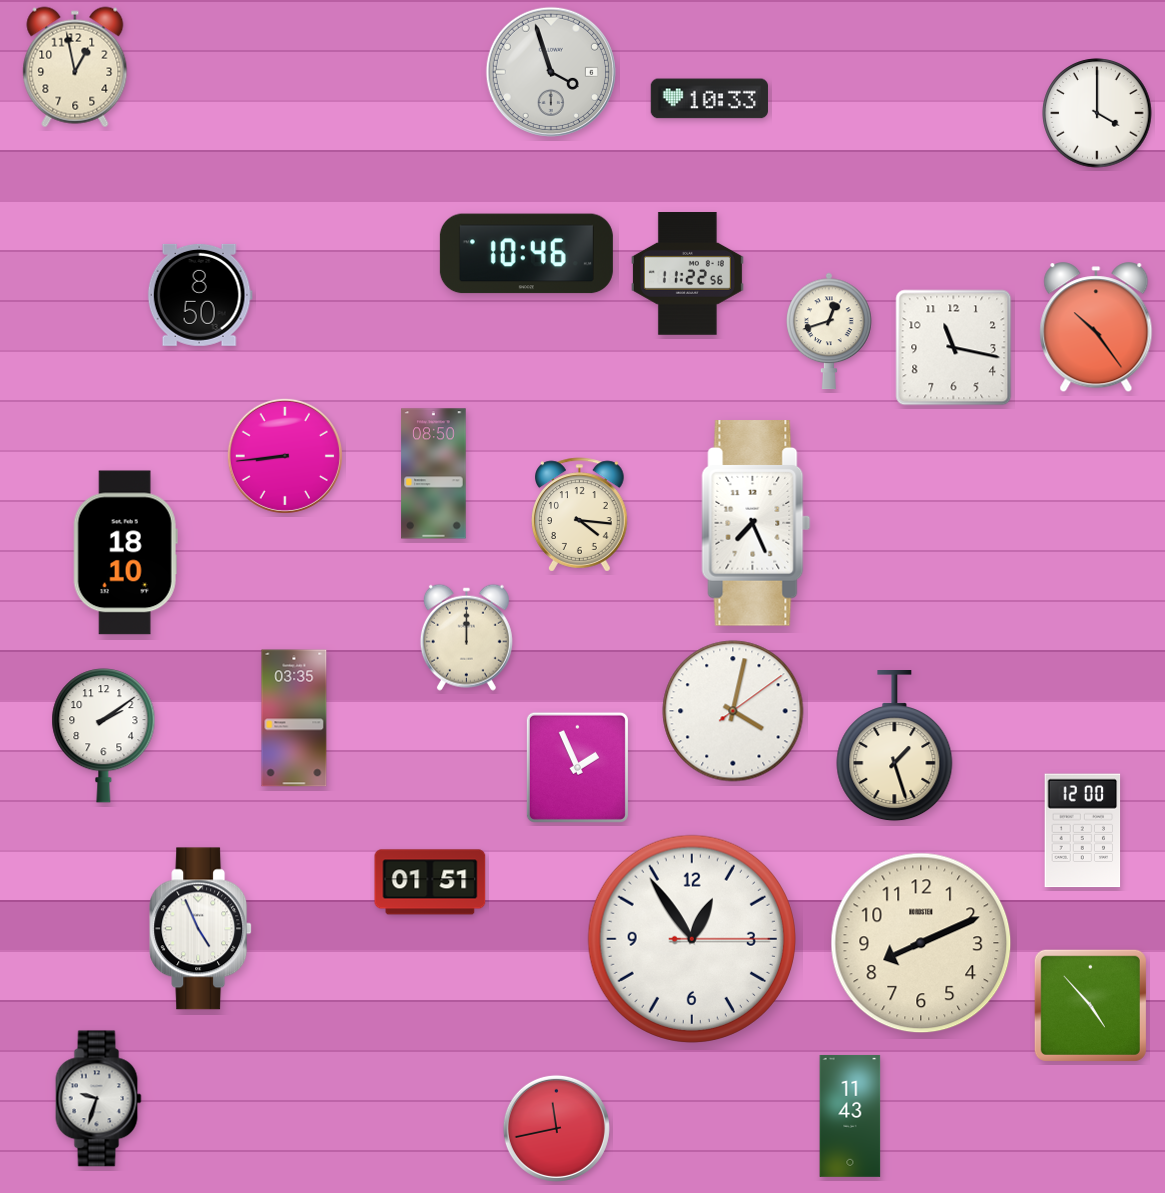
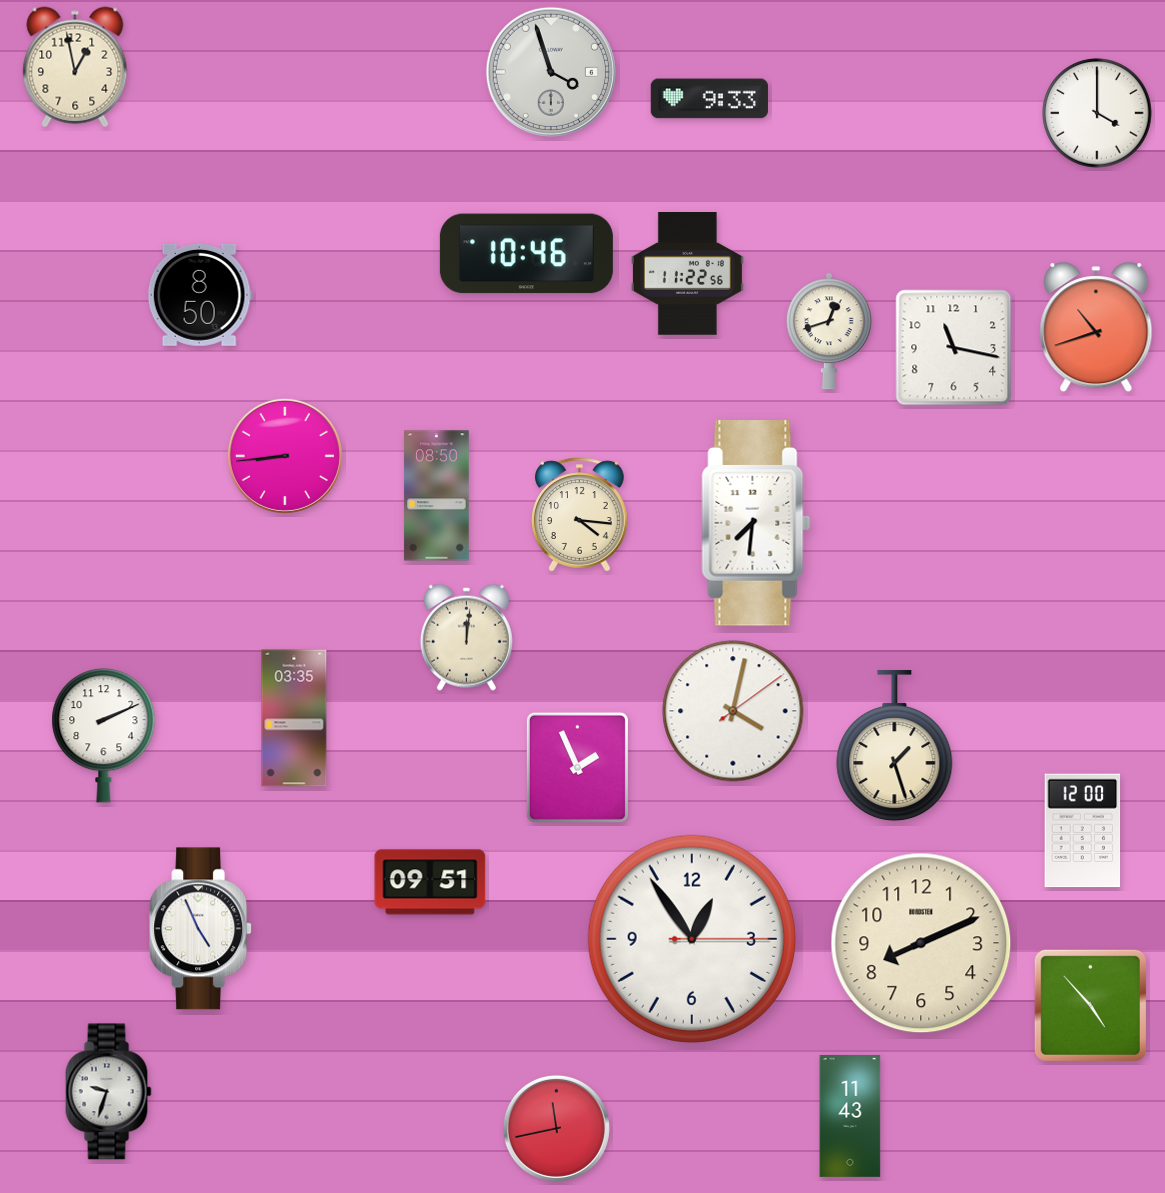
clock at (709, 99): 10:33 -> 9:33
clock at (1096, 328): 10:24 -> 10:42
clock at (434, 474) position: (434, 474) -> (437, 496)
clock at (756, 523): 7:26 -> 7:31
clock at (125, 553): 18:10 -> none
clock at (466, 637): 12:00 -> 12:01
clock at (104, 736): 2:09 -> 2:11
clock at (430, 882): 01:51 -> 09:51
clock at (99, 1099) position: (99, 1099) -> (109, 1092)
